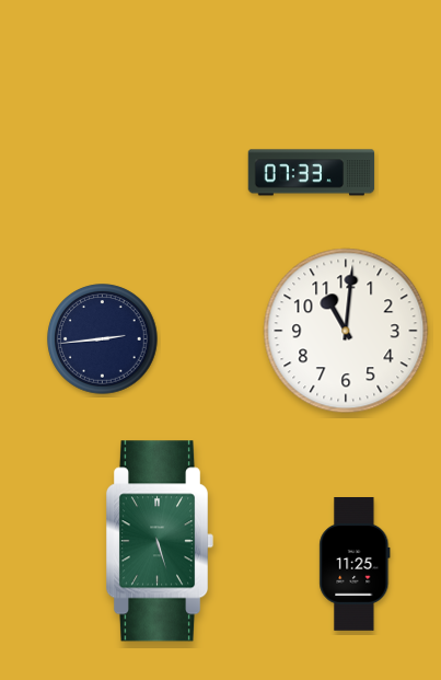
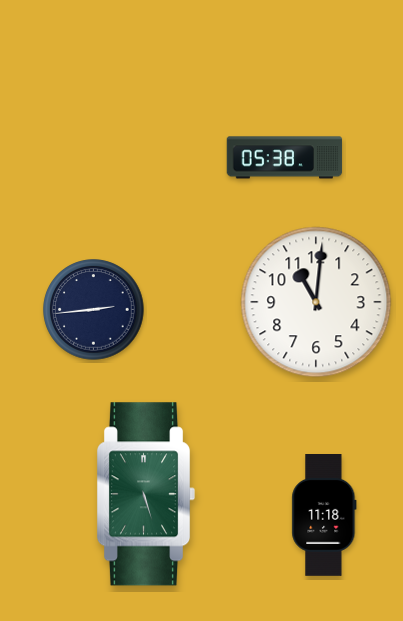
clock at (312, 173): 07:33 -> 05:38
clock at (355, 565): 11:25 -> 11:18
